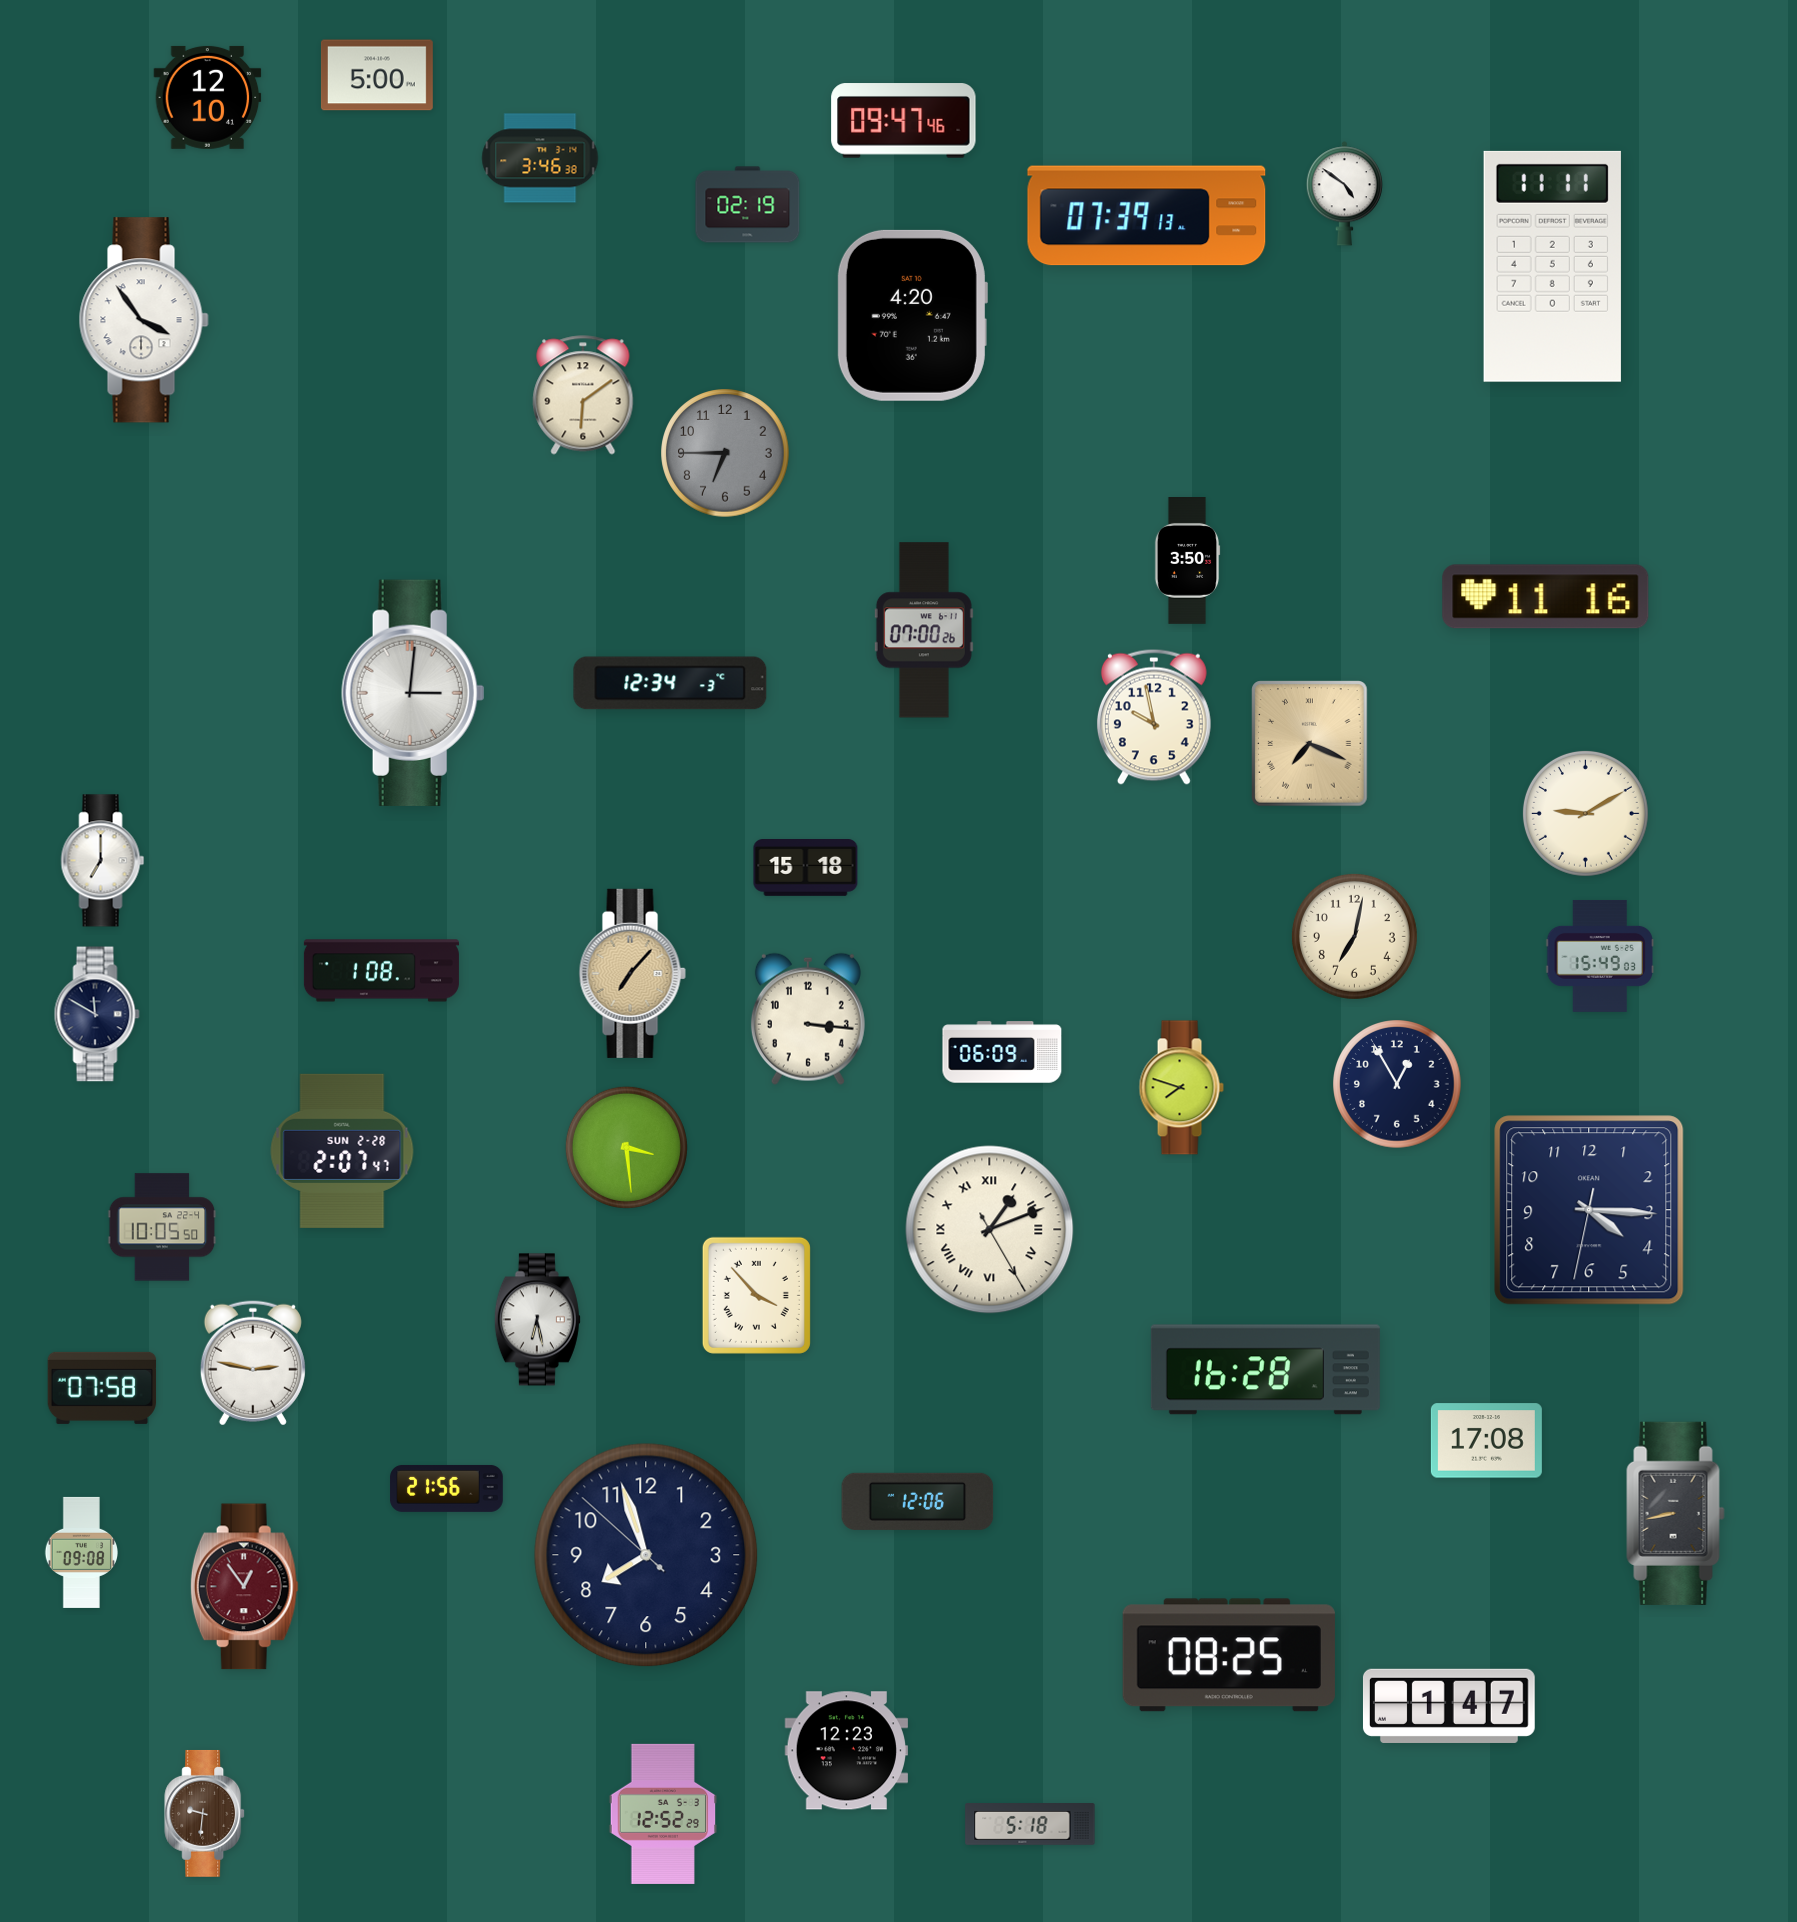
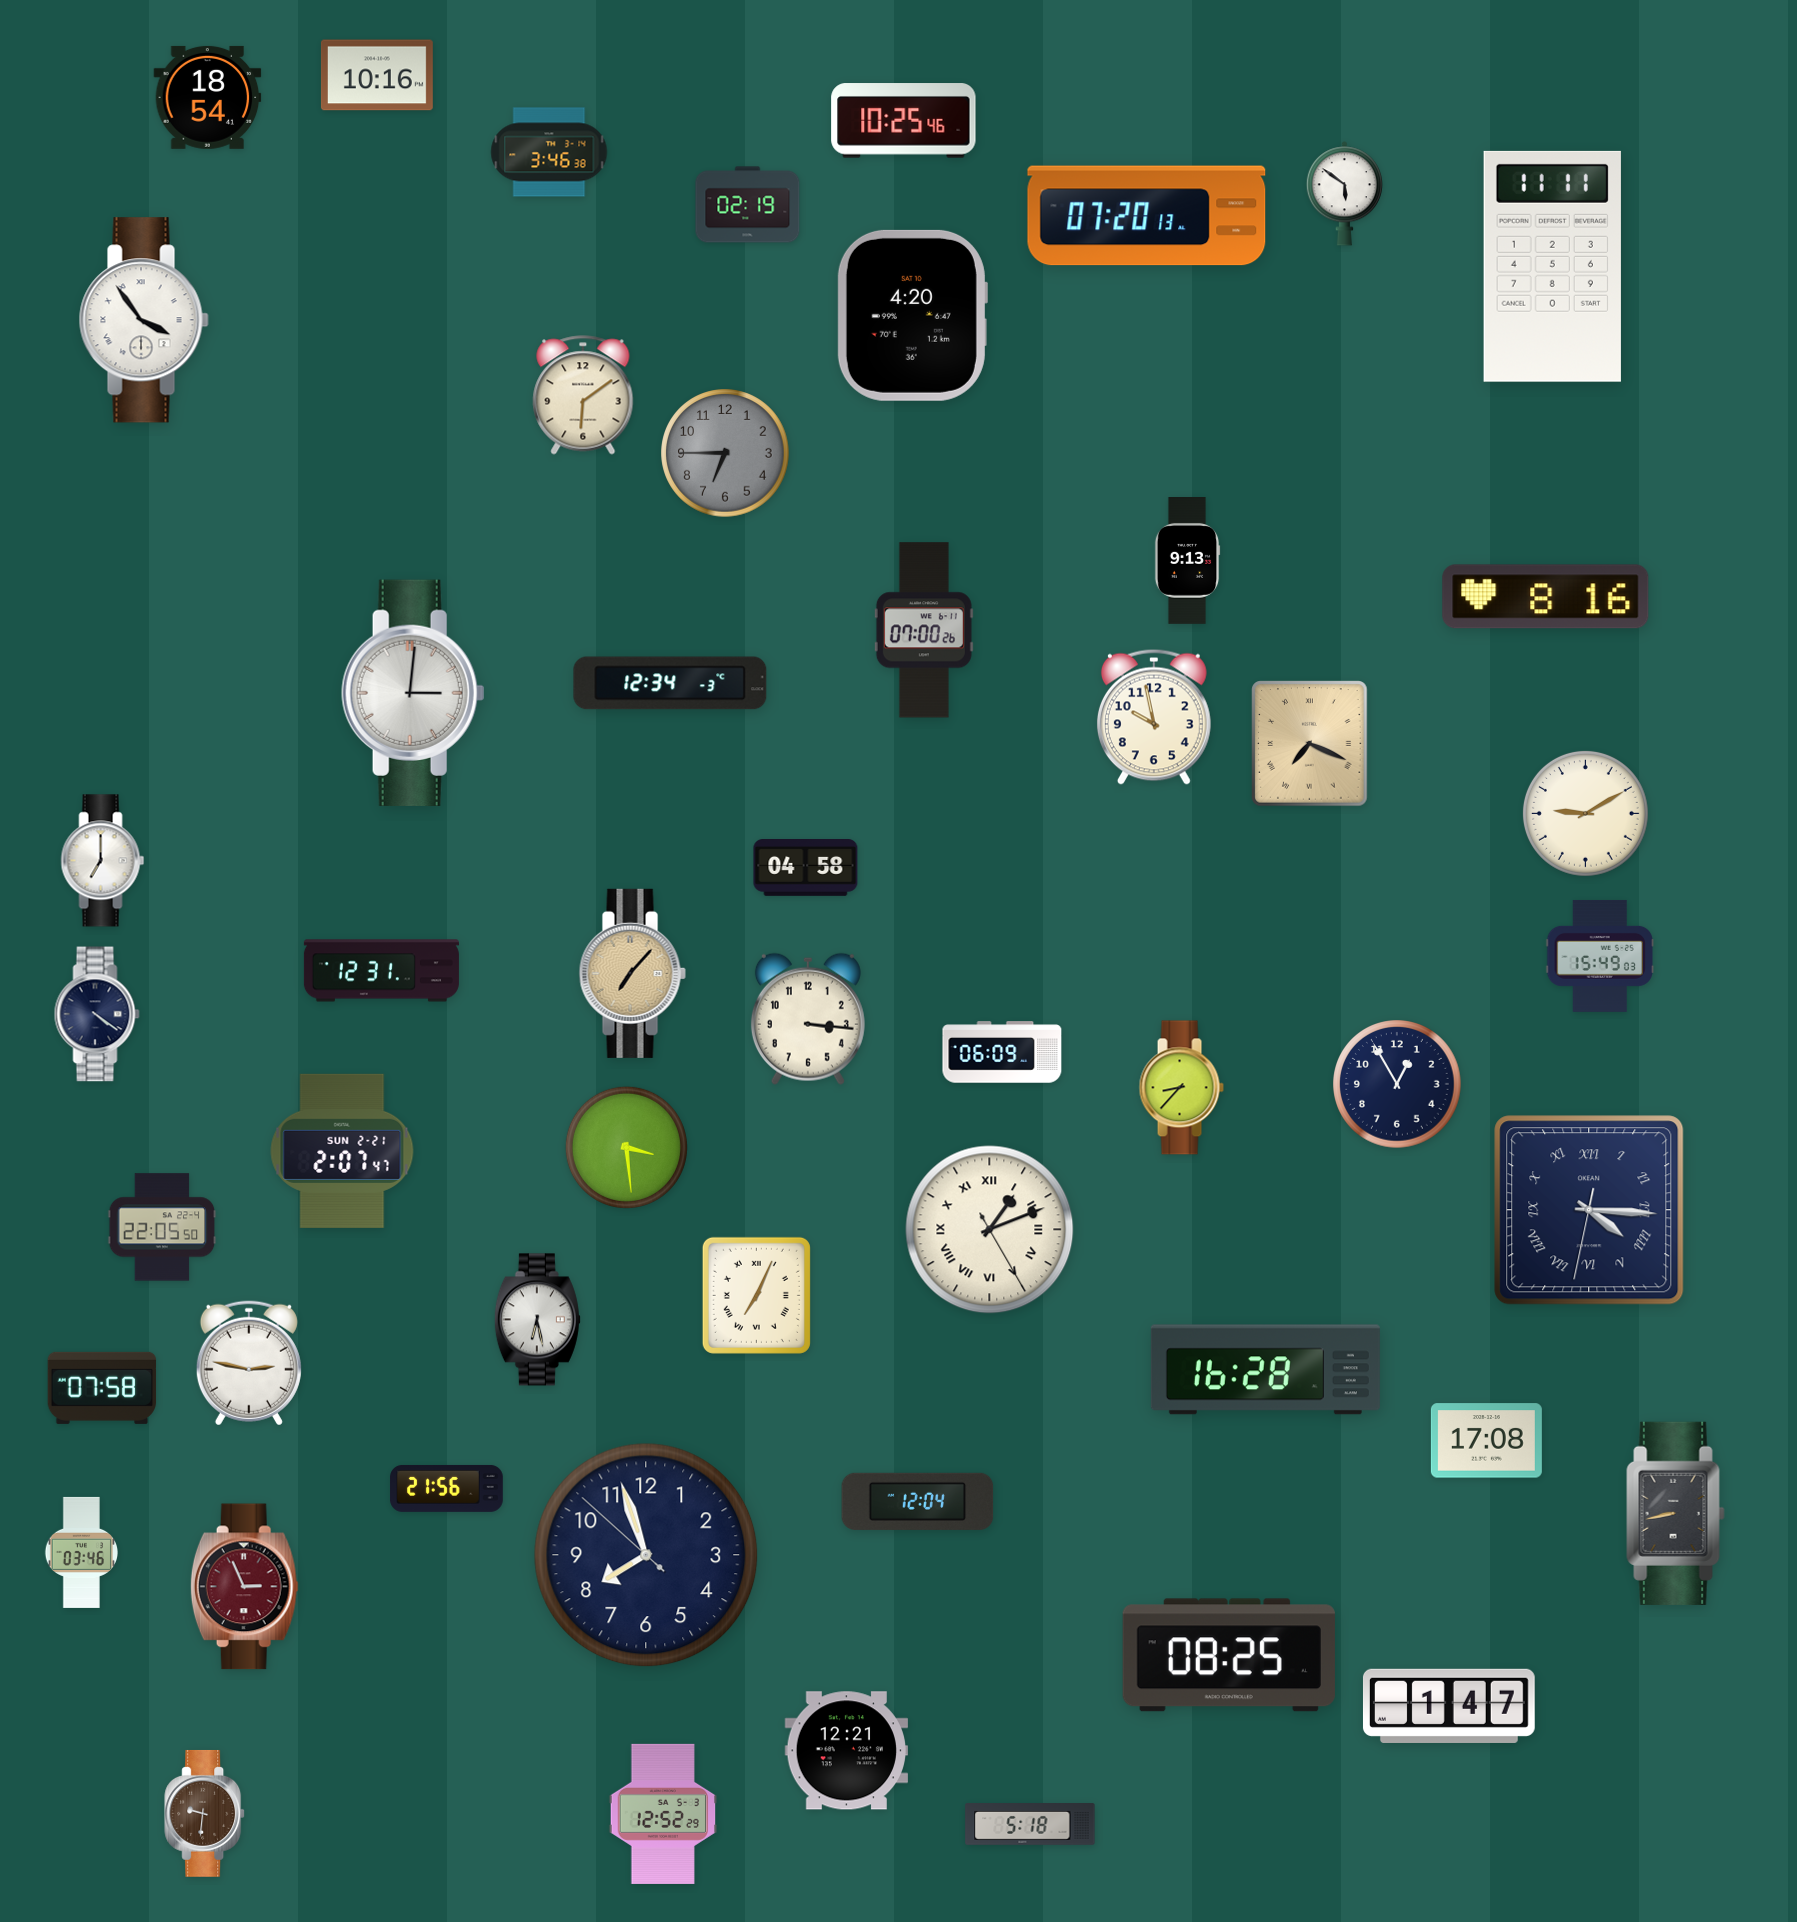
clock at (377, 75): 5:00 -> 10:16
clock at (208, 97): 12:10 -> 18:54
clock at (904, 121): 09:47 -> 10:25
clock at (540, 158) position: (540, 158) -> (549, 152)
clock at (1344, 194): 4:51 -> 5:51
clock at (1147, 216): 07:39 -> 07:20
clock at (1187, 561): 3:50 -> 9:13
clock at (1546, 597): 11:16 -> 8:16
clock at (806, 868): 15:18 -> 04:58
clock at (1354, 936): 7:02 -> none
clock at (381, 971): 1:08 -> 12:31
clock at (97, 1014): 11:50 -> 4:21
clock at (1181, 1088): 7:48 -> 8:37
clock at (342, 1151) date: SUN 2-28 -> SUN 2-21
clock at (1589, 1210) numerals: Arabic -> Roman
clock at (162, 1227): 10:05 -> 22:05
clock at (756, 1295): 3:53 -> 7:04
clock at (253, 1363) position: (253, 1363) -> (249, 1363)
clock at (918, 1501): 12:06 -> 12:04
clock at (81, 1552): 09:08 -> 03:46
clock at (244, 1587): 12:54 -> 2:56
clock at (846, 1751): 12:23 -> 12:21
